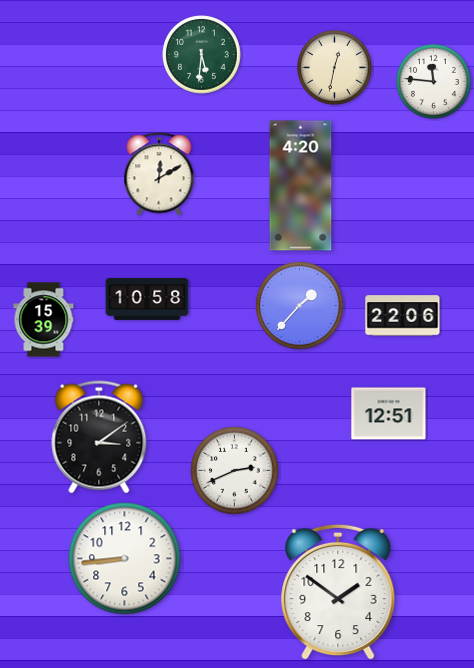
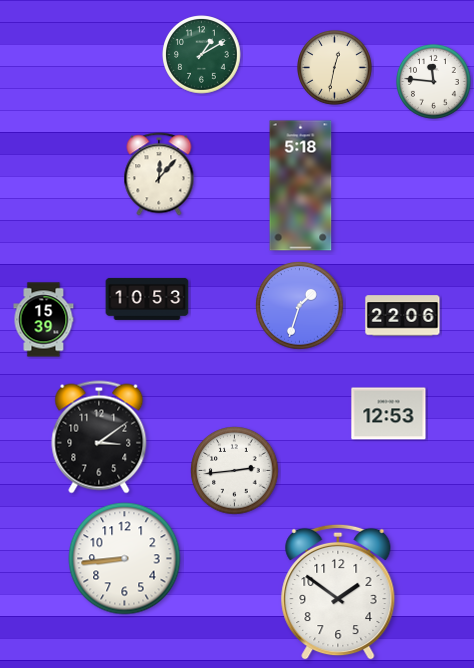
clock at (202, 55): 5:31 -> 1:10
clock at (159, 174): 12:10 -> 12:07
clock at (301, 186): 4:20 -> 5:18
clock at (147, 299): 10:58 -> 10:53
clock at (300, 306): 1:37 -> 1:33
clock at (389, 414): 12:51 -> 12:53
clock at (235, 471): 2:41 -> 2:44
